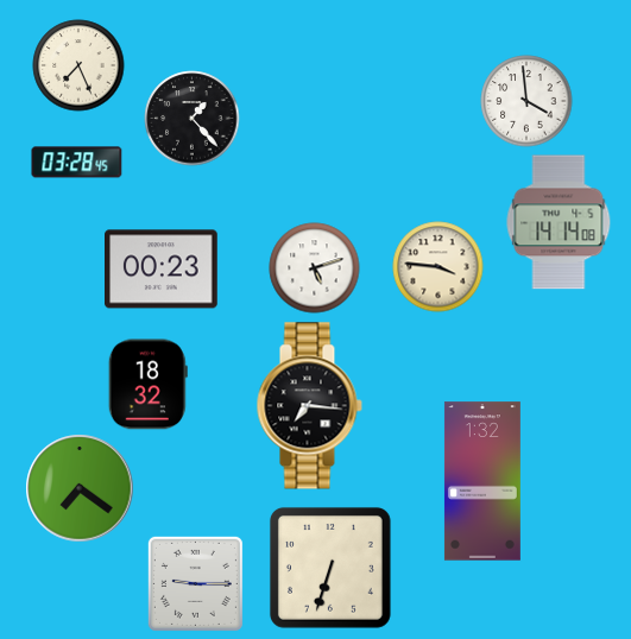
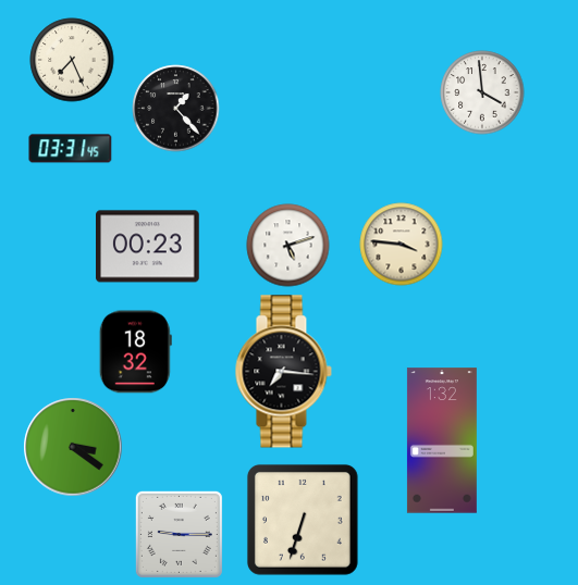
clock at (77, 163): 03:28 -> 03:31
clock at (559, 222): 14:14 -> none
clock at (80, 488): 7:21 -> 3:21
